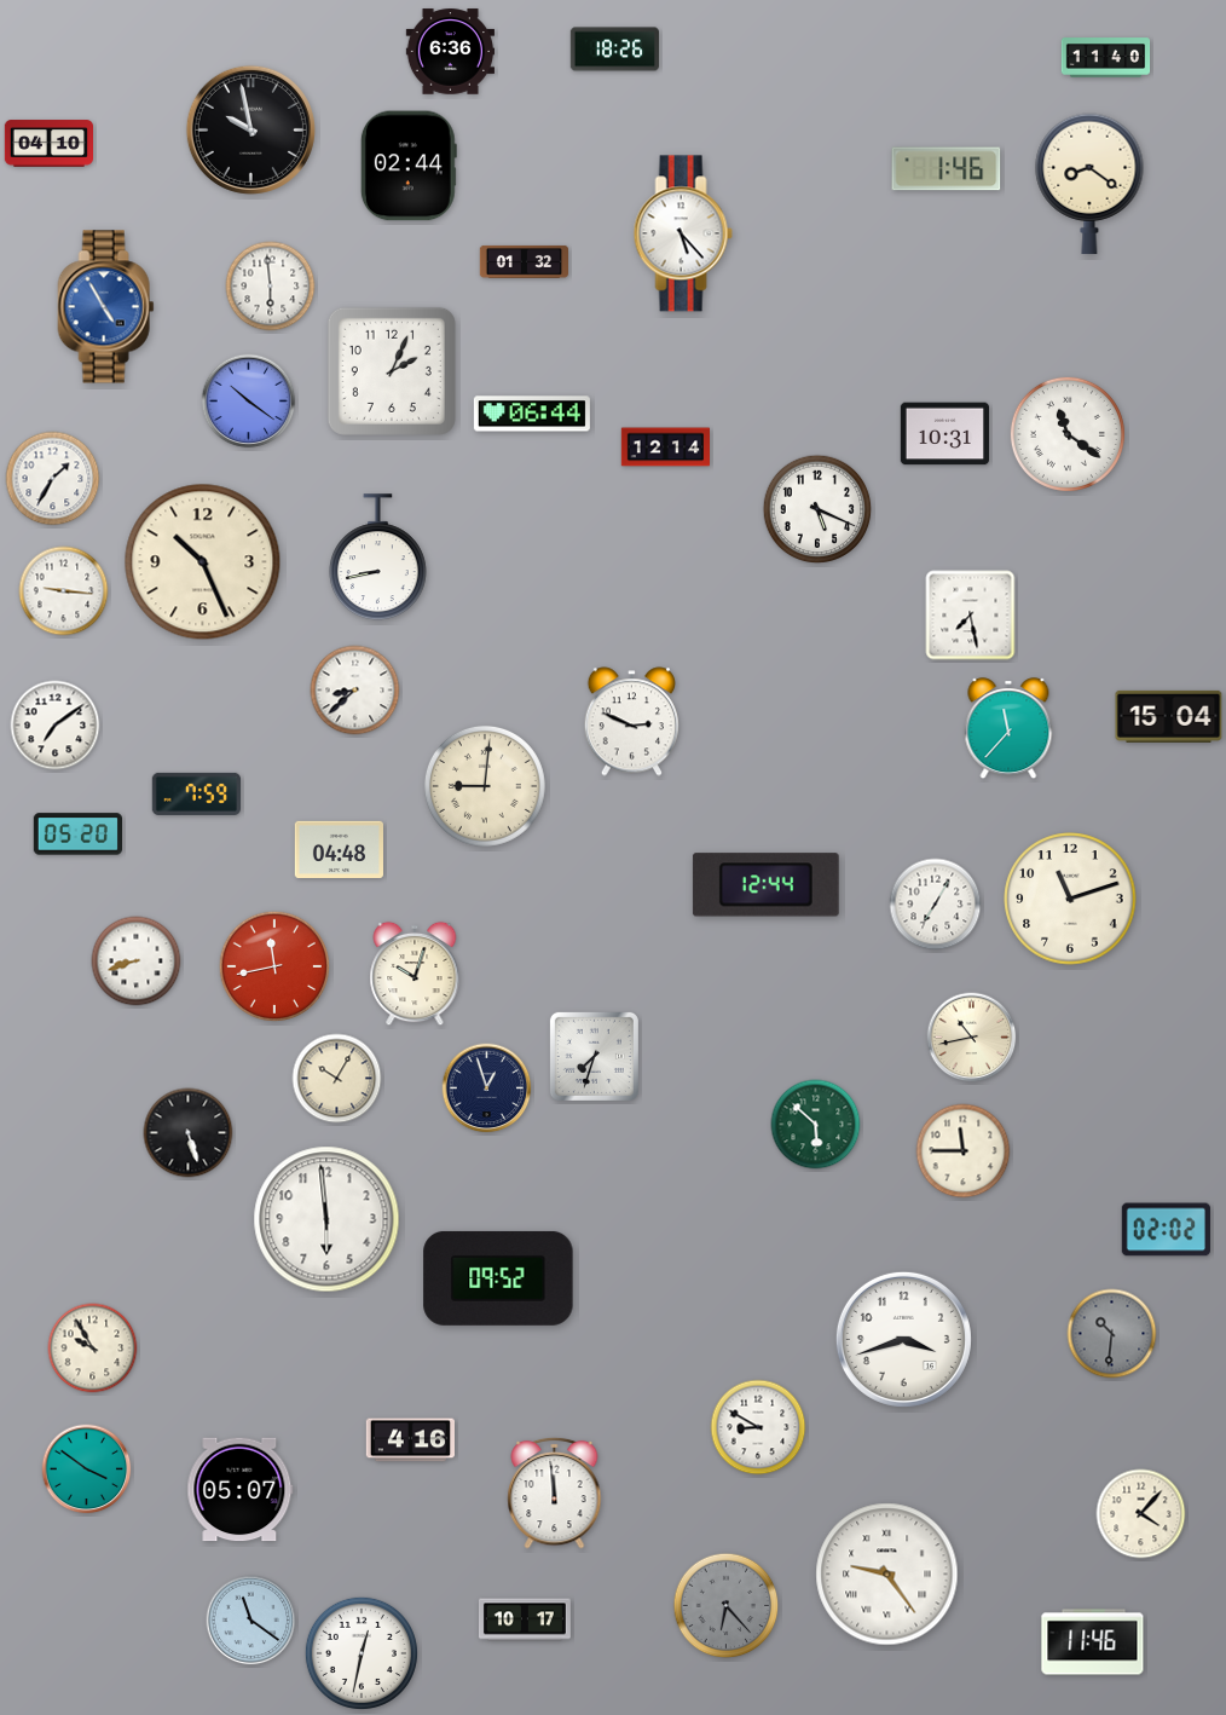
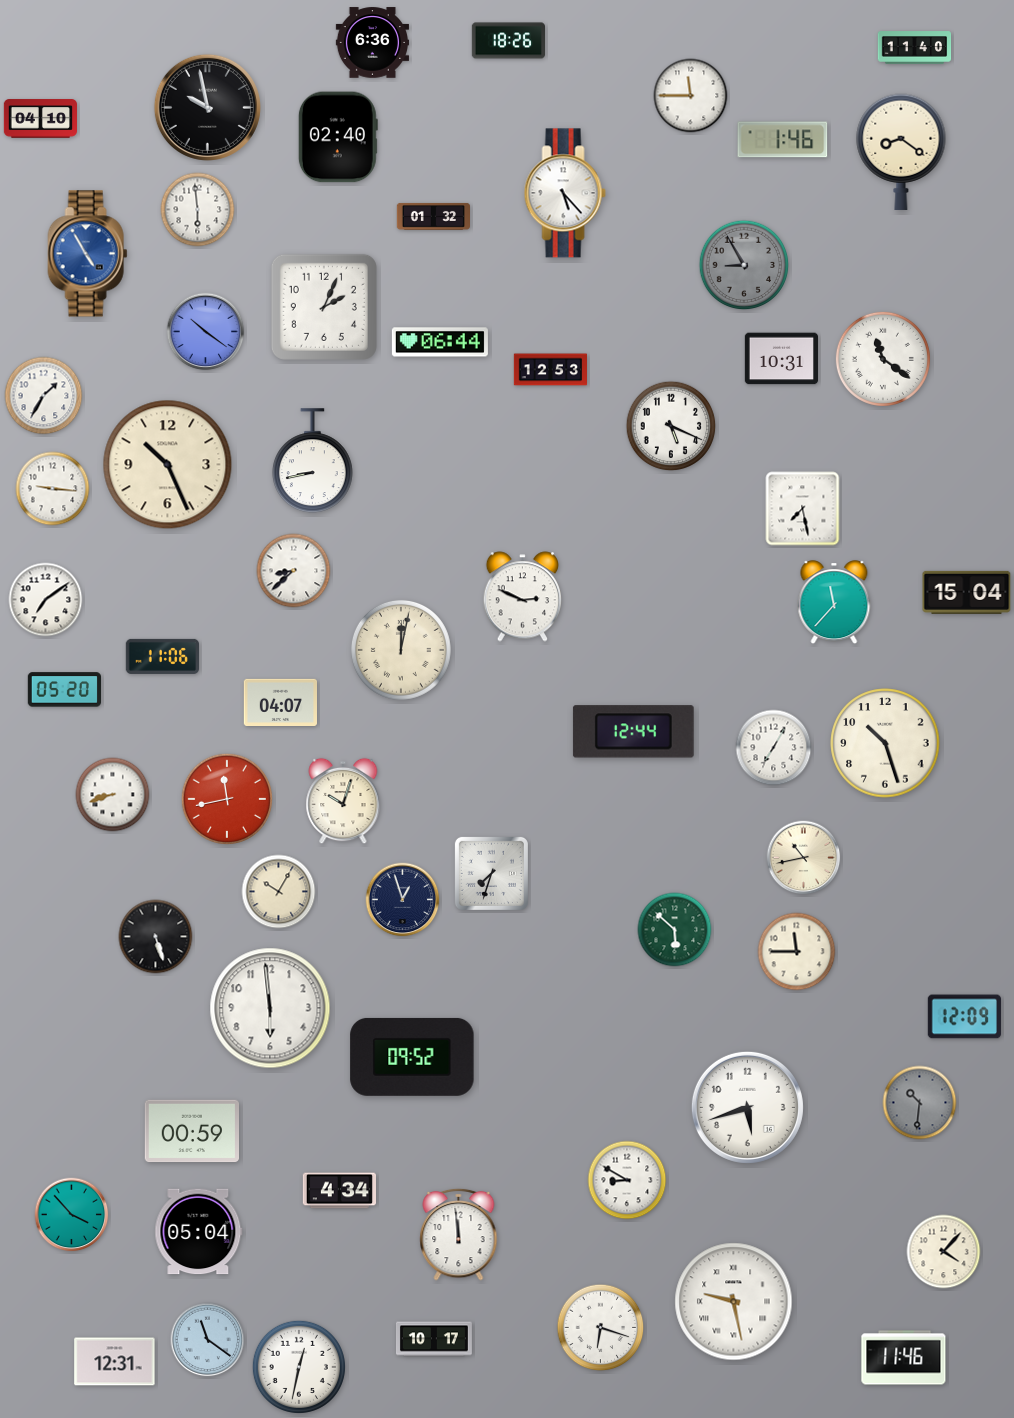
clock at (691, 96): none -> 11:45
clock at (409, 166): 02:44 -> 02:40
clock at (271, 287) position: (271, 287) -> (198, 210)
clock at (744, 265): none -> 8:55
clock at (665, 447): 12:14 -> 12:53
clock at (817, 509) position: (817, 509) -> (671, 426)
clock at (485, 786): 9:01 -> 12:02
clock at (196, 793): 7:59 -> 11:06
clock at (339, 849): 04:48 -> 04:07
clock at (1070, 899): 11:12 -> 10:27
clock at (415, 974) position: (415, 974) -> (343, 801)
clock at (1166, 1230): 02:02 -> 12:09
clock at (903, 1339): 3:42 -> 5:42
clock at (93, 1349): 9:55 -> none
clock at (191, 1131): none -> 00:59
clock at (410, 1440): 4:16 -> 4:34
clock at (87, 1469): 3:51 -> 3:53
clock at (241, 1490): 05:07 -> 05:04
clock at (887, 1575): 9:24 -> 9:28
clock at (727, 1606): 6:23 -> 6:18
clock at (727, 1606) dial: grey -> white
clock at (115, 1362): none -> 12:31
